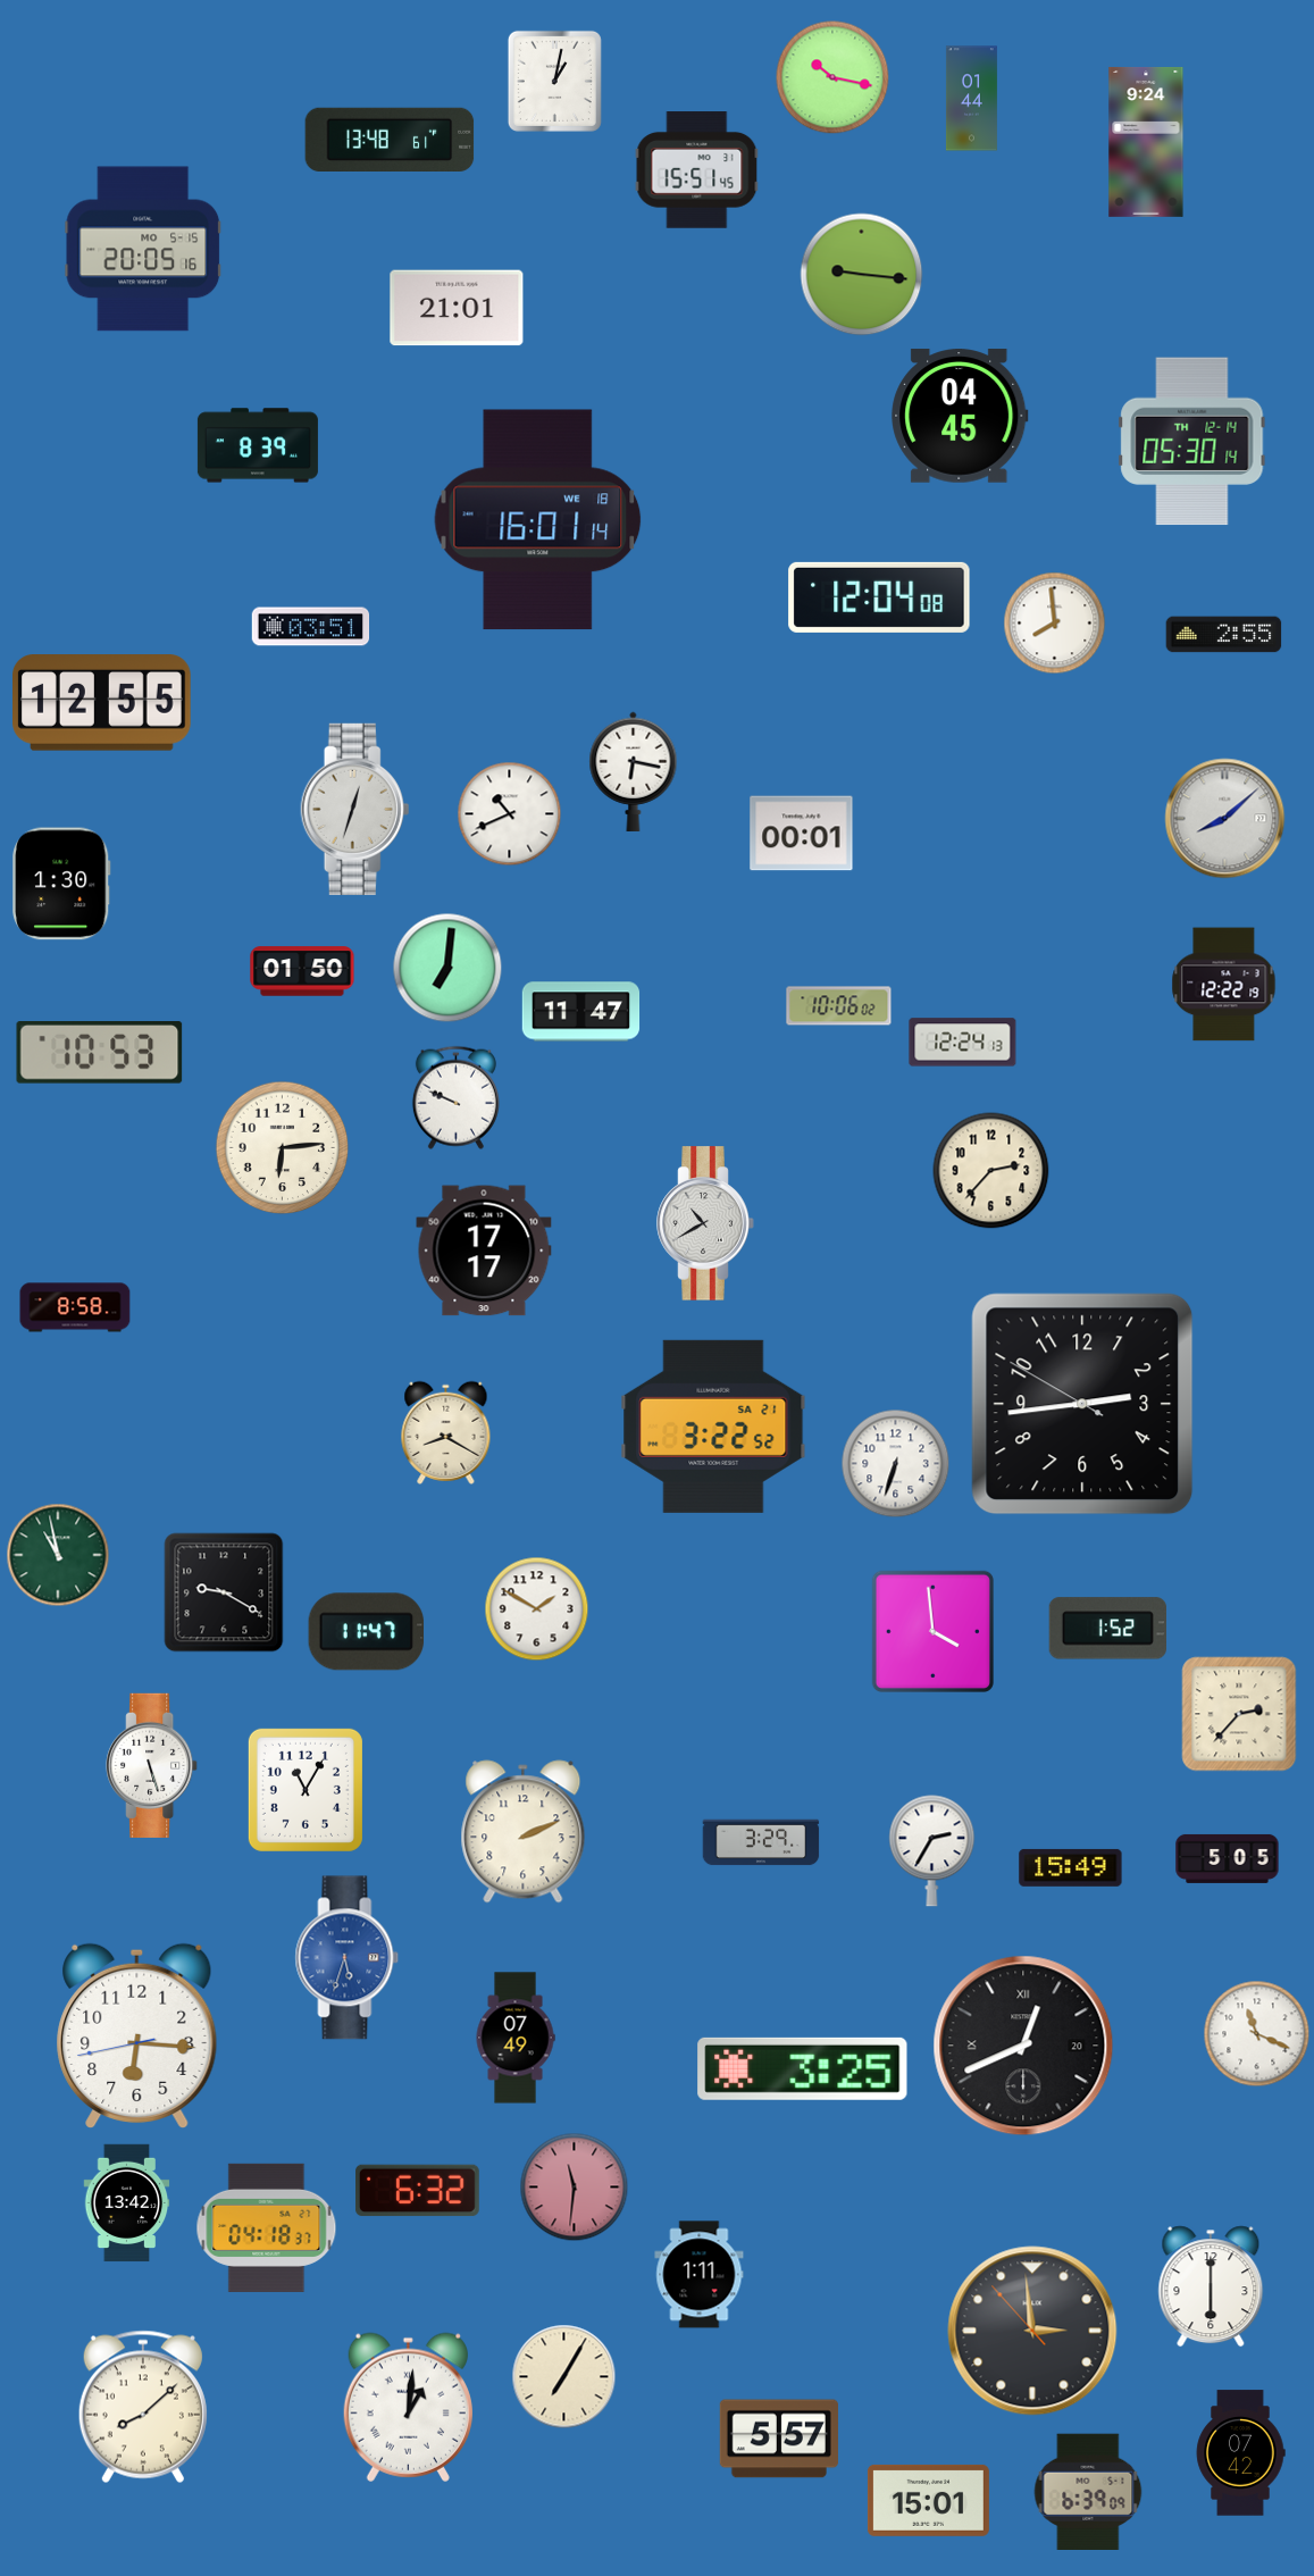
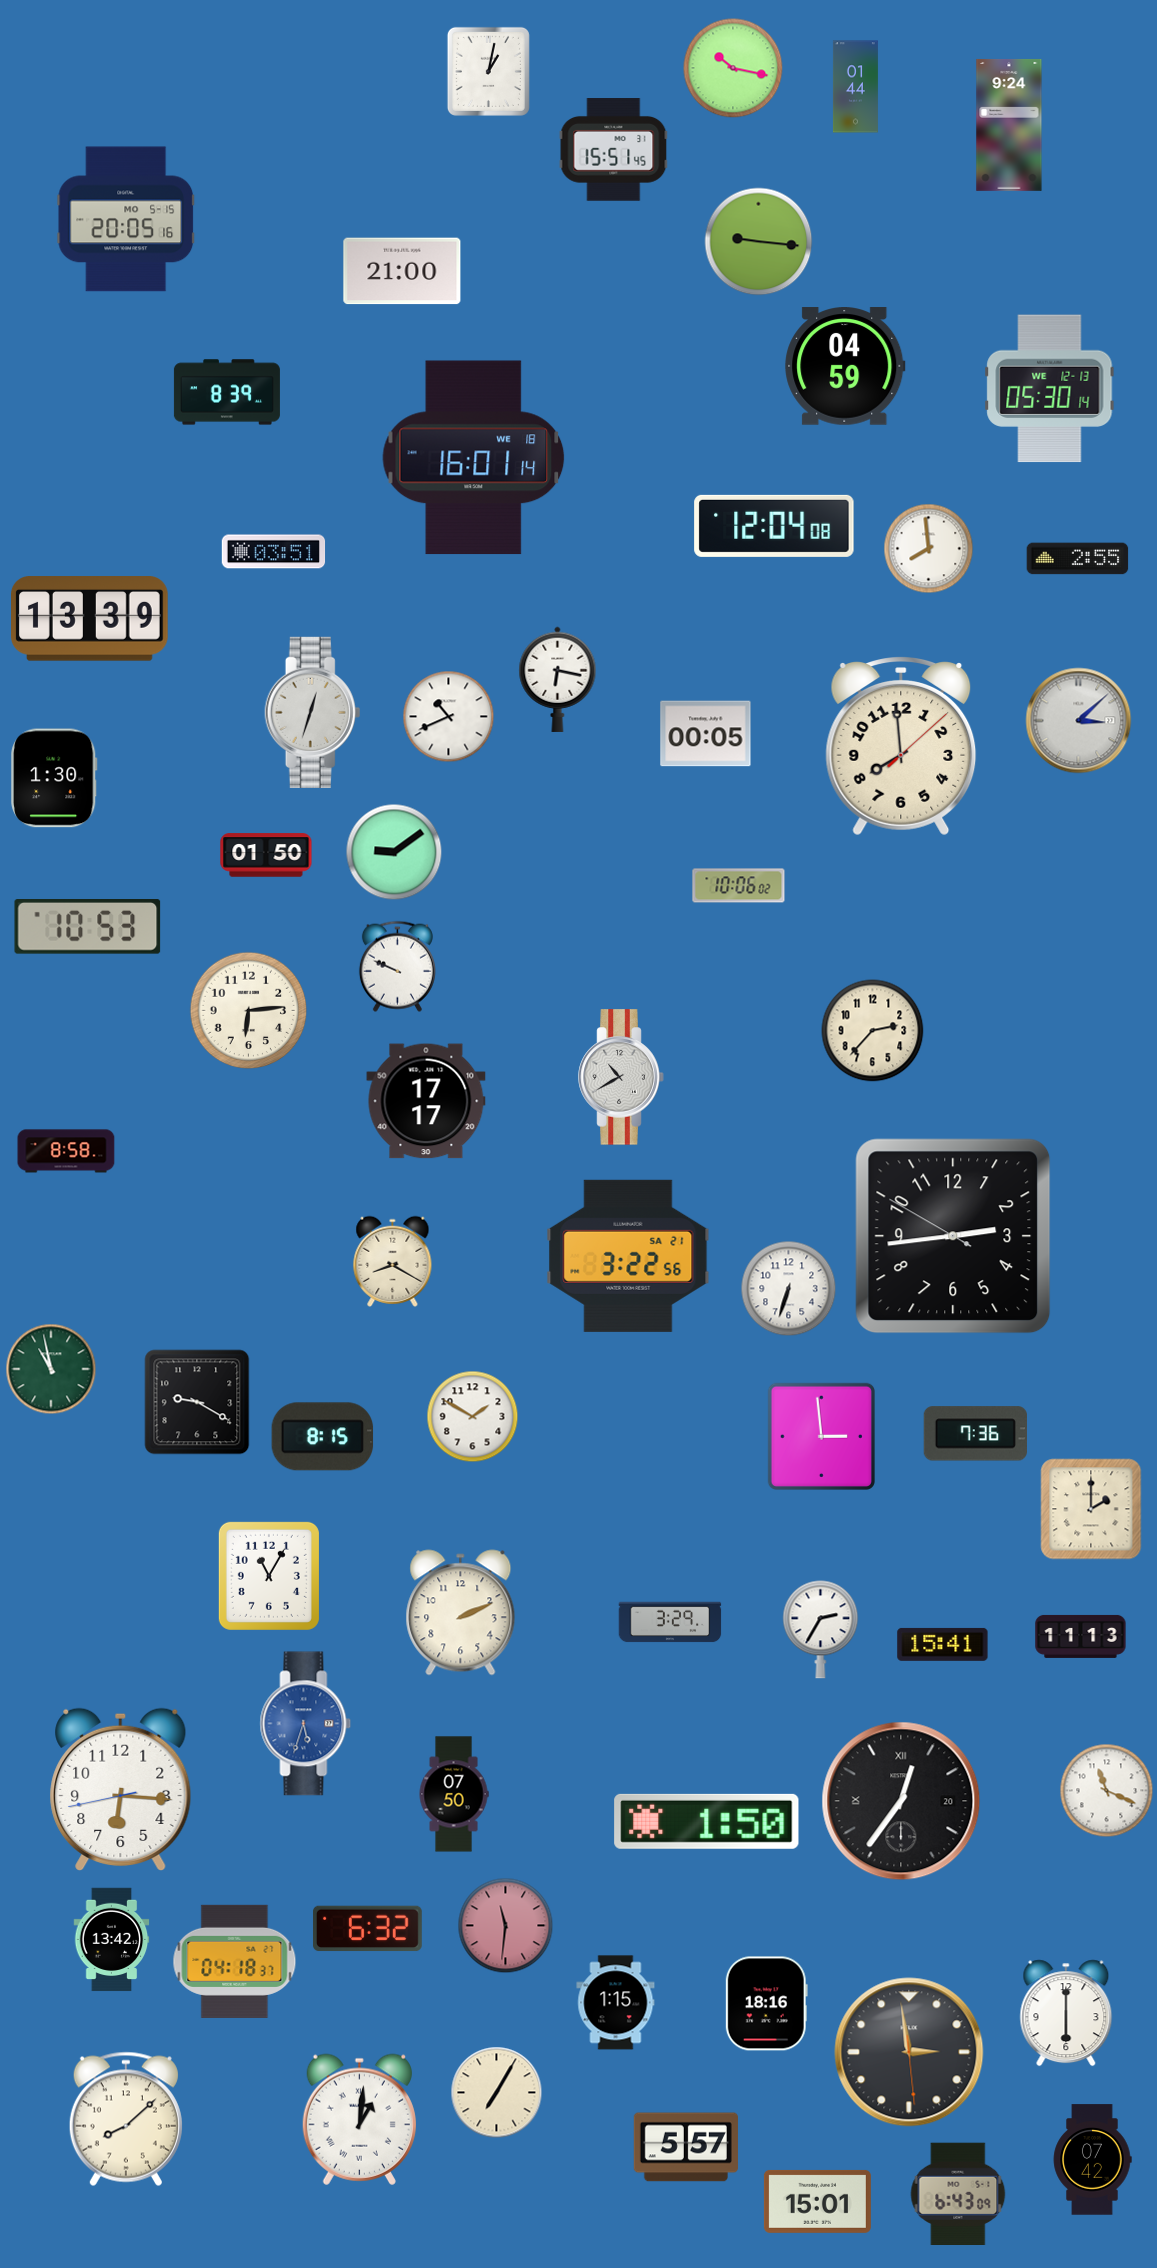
clock at (390, 139): 13:48 -> none
clock at (457, 308): 21:01 -> 21:00
clock at (960, 416): 04:45 -> 04:59
clock at (1192, 442) date: TH 12-14 -> WE 12-13
clock at (102, 703): 12:55 -> 13:39
clock at (1225, 819): 8:08 -> 3:08
clock at (802, 834): 00:01 -> 00:05
clock at (901, 747): none -> 7:59
clock at (447, 968): 7:01 -> 9:09
clock at (1224, 985): 12:22 -> none
clock at (581, 1012): 11:47 -> none
clock at (963, 1043): 12:24 -> none
clock at (455, 1097) position: (455, 1097) -> (397, 966)
clock at (713, 1427): 3:22:52 -> 3:22:56
clock at (1107, 1629): 1:52 -> 7:36
clock at (932, 1631): 3:59 -> 2:59
clock at (367, 1632): 11:47 -> 8:15
clock at (1239, 1714): 2:37 -> 2:00
clock at (152, 1765): 5:27 -> none
clock at (1228, 1858): 5:05 -> 11:13
clock at (1071, 1867): 15:49 -> 15:41
clock at (137, 2036) position: (137, 2036) -> (121, 1790)
clock at (516, 2038): 07:49 -> 07:50
clock at (1023, 2046): 12:41 -> 12:36
clock at (803, 2068): 3:25 -> 1:50
clock at (700, 2275): 1:11 -> 1:15
clock at (766, 2004): none -> 18:16
clock at (1032, 2331): 2:58:53 -> 2:58:29
clock at (1088, 2491): 6:39 -> 6:43
